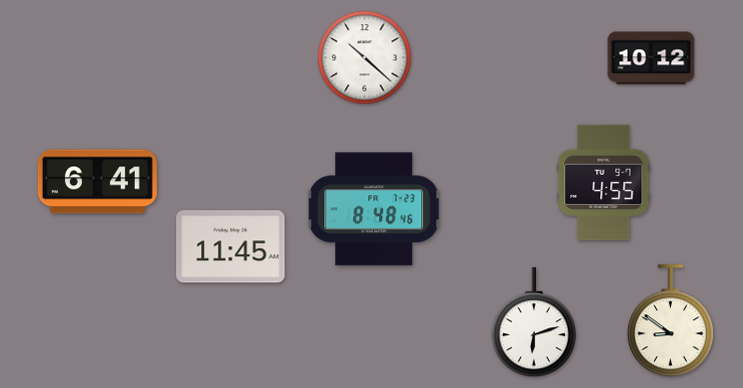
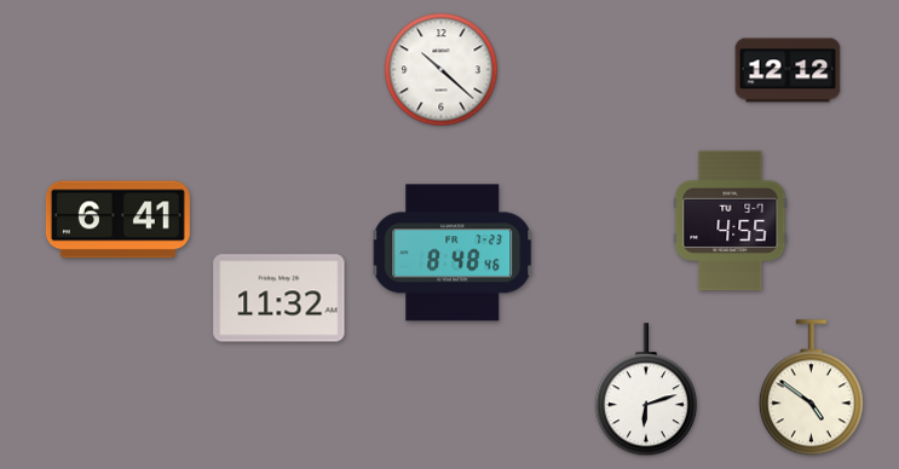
clock at (651, 58): 10:12 -> 12:12
clock at (231, 247): 11:45 -> 11:32
clock at (670, 321): 8:51 -> 4:51
